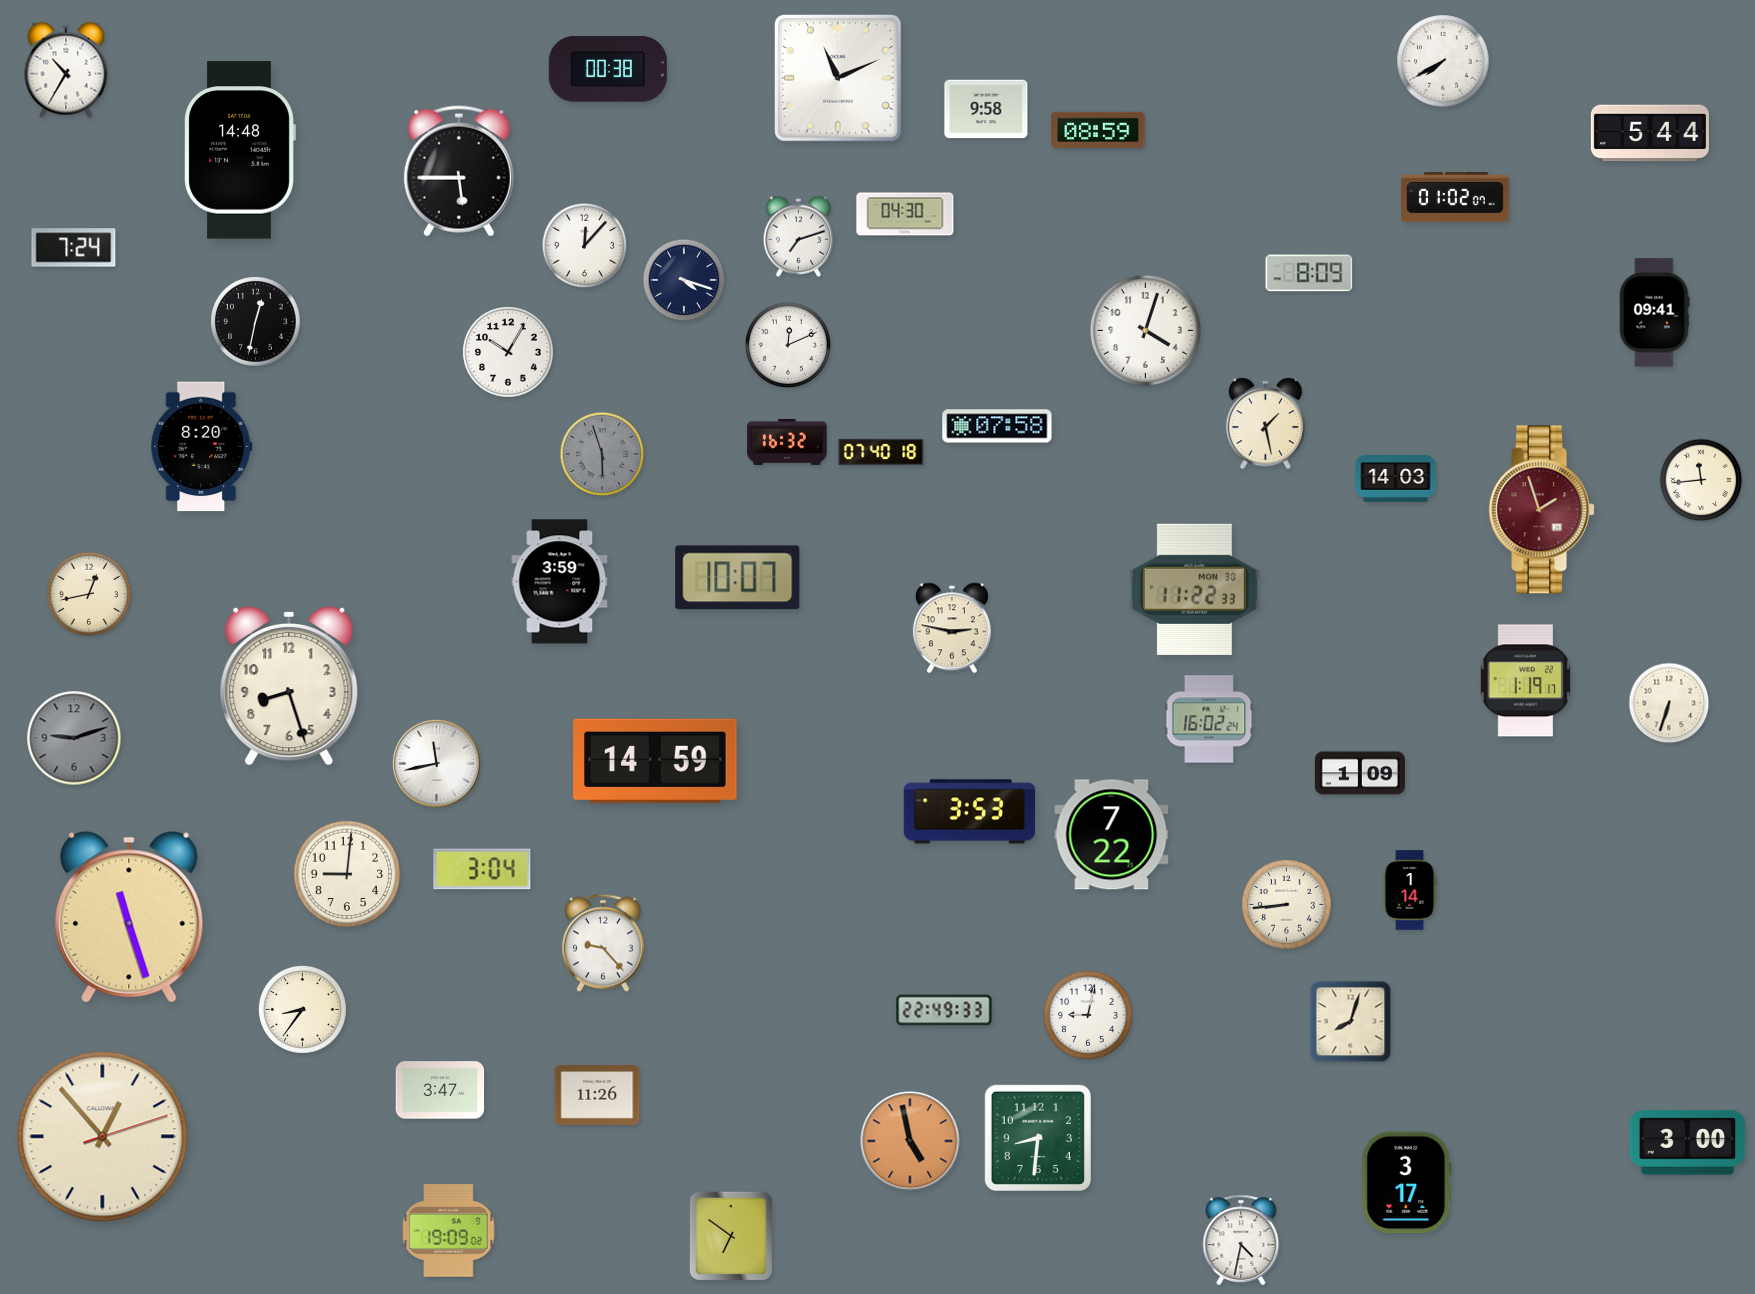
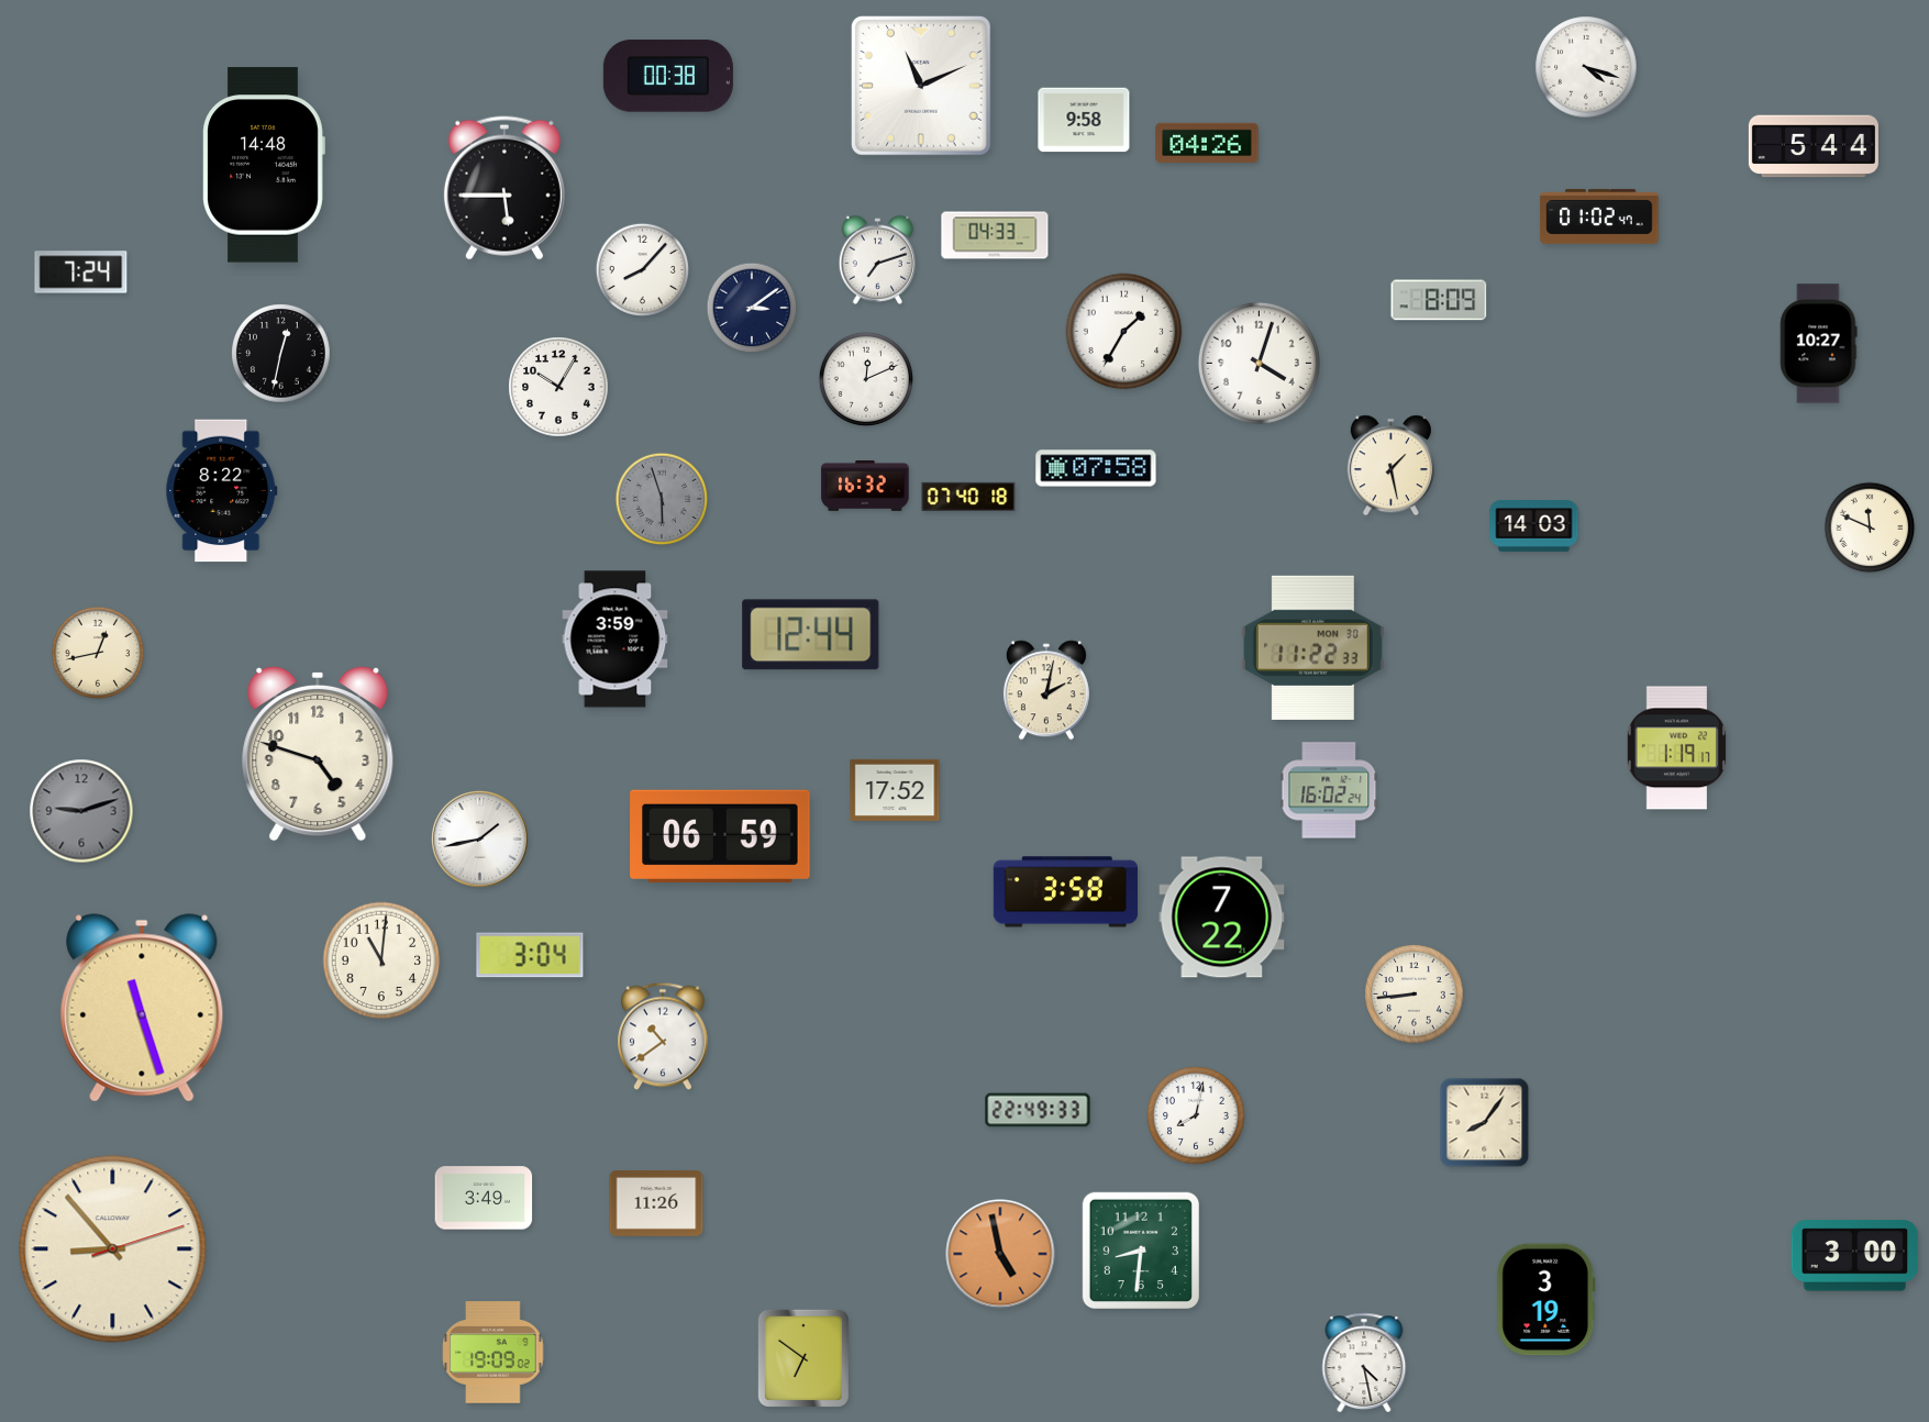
clock at (1443, 61): 7:40 -> 4:18
clock at (66, 70): 10:35 -> none
clock at (1098, 130): 08:59 -> 04:26
clock at (1455, 197): 01:02:07 -> 01:02:47
clock at (905, 214): 04:30 -> 04:33
clock at (584, 245): 12:07 -> 8:07
clock at (684, 280): 4:18 -> 3:09
clock at (1124, 332): none -> 1:35
clock at (1654, 313): 09:41 -> 10:27
clock at (202, 447): 8:20 -> 8:22
clock at (1701, 480): 11:44 -> 11:49
clock at (1541, 510): 1:57 -> none
clock at (738, 578): 10:07 -> 12:44
clock at (952, 628): 2:47 -> 2:02
clock at (289, 686): 8:27 -> 4:48
clock at (1669, 703): 6:33 -> none
clock at (895, 790): none -> 17:52
clock at (655, 761): 14:59 -> 06:59
clock at (436, 763): 11:43 -> 1:43
clock at (1360, 773): 1:09 -> none
clock at (969, 812): 3:53 -> 3:58
clock at (347, 874): 9:01 -> 11:01
clock at (1410, 890): 1:14 -> none
clock at (604, 943): 9:23 -> 10:39
clock at (302, 1009): 8:36 -> none
clock at (1089, 1016): 9:02 -> 8:02
clock at (1351, 1022): 8:03 -> 8:06
clock at (440, 1090): 3:47 -> 3:49
clock at (103, 1137): 12:53 -> 8:53
clock at (1407, 1183): 3:17 -> 3:19
clock at (1241, 1240): 4:32 -> 4:28
